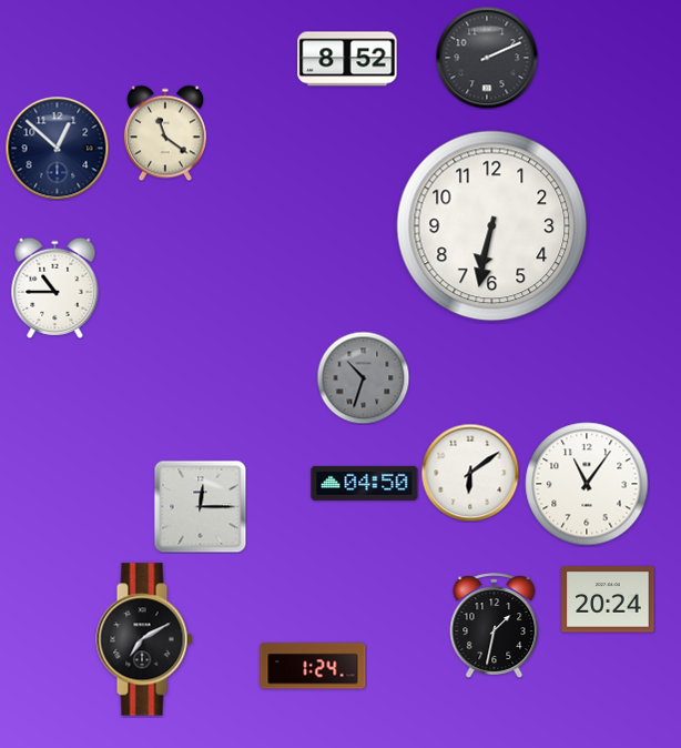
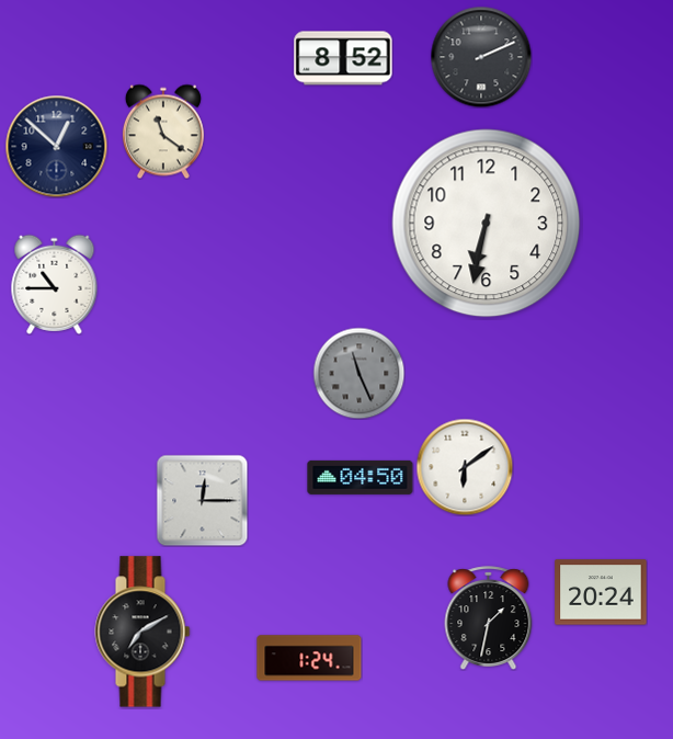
clock at (363, 377): 10:33 -> 11:26
clock at (587, 484): 11:06 -> none
clock at (200, 506) position: (200, 506) -> (202, 500)
